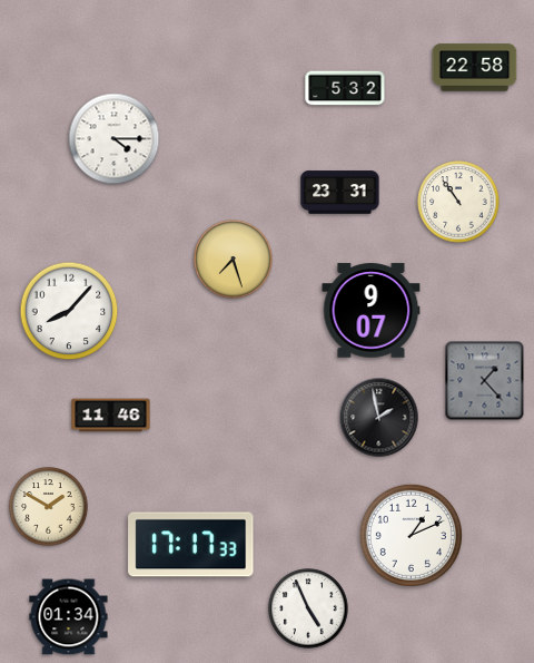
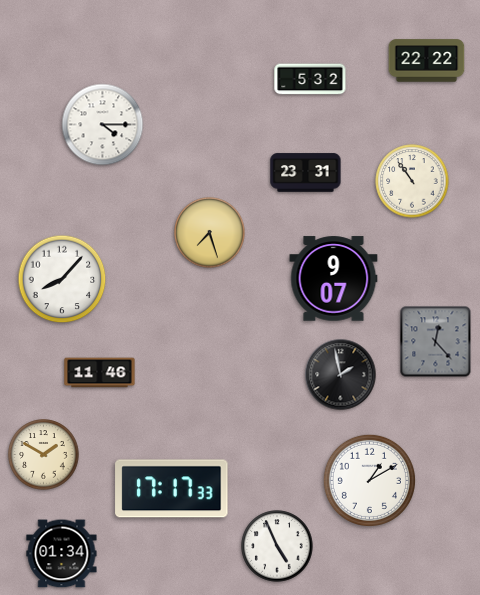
clock at (475, 68): 22:58 -> 22:22
clock at (485, 381): 1:23 -> 12:23
clock at (411, 535): 1:11 -> 1:10
